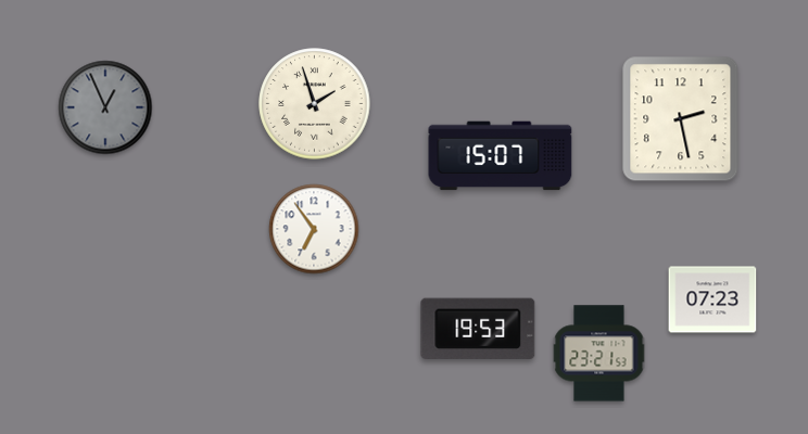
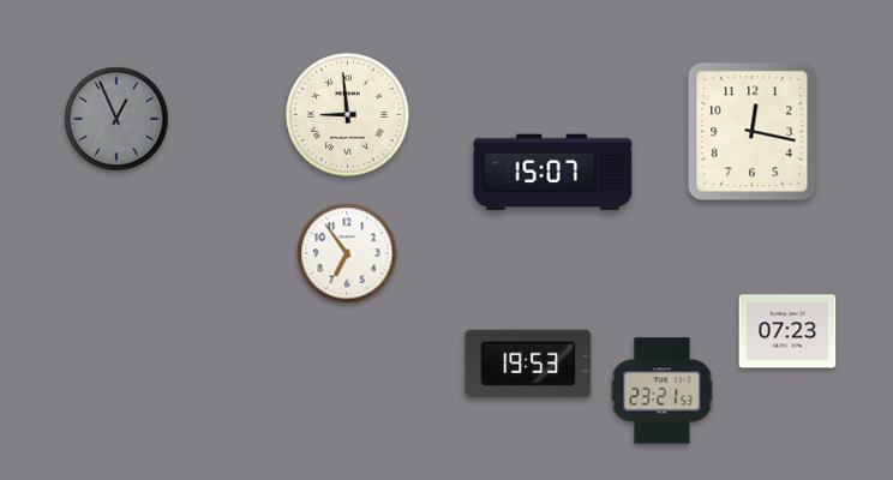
clock at (315, 104): 1:57 -> 8:59
clock at (681, 119): 2:28 -> 12:17
